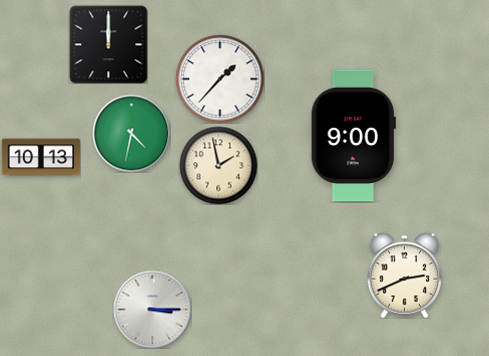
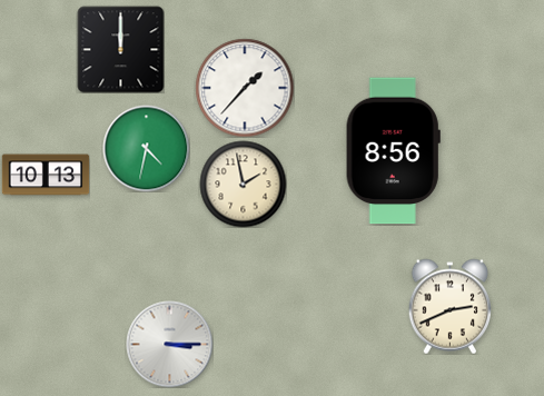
clock at (353, 136): 9:00 -> 8:56
